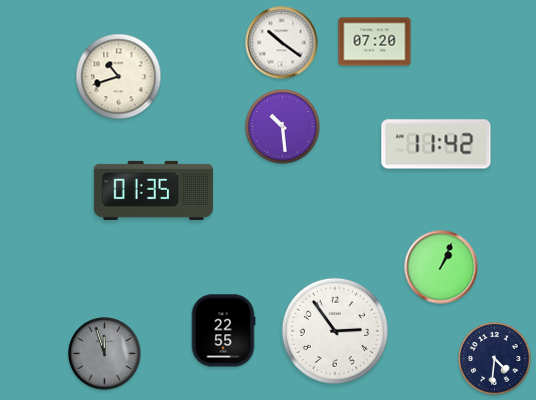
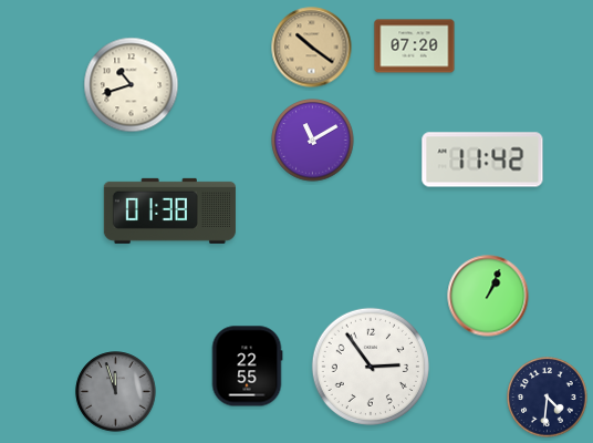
clock at (282, 43) dial: white -> champagne
clock at (283, 127): 10:29 -> 11:10
clock at (153, 190): 01:35 -> 01:38
